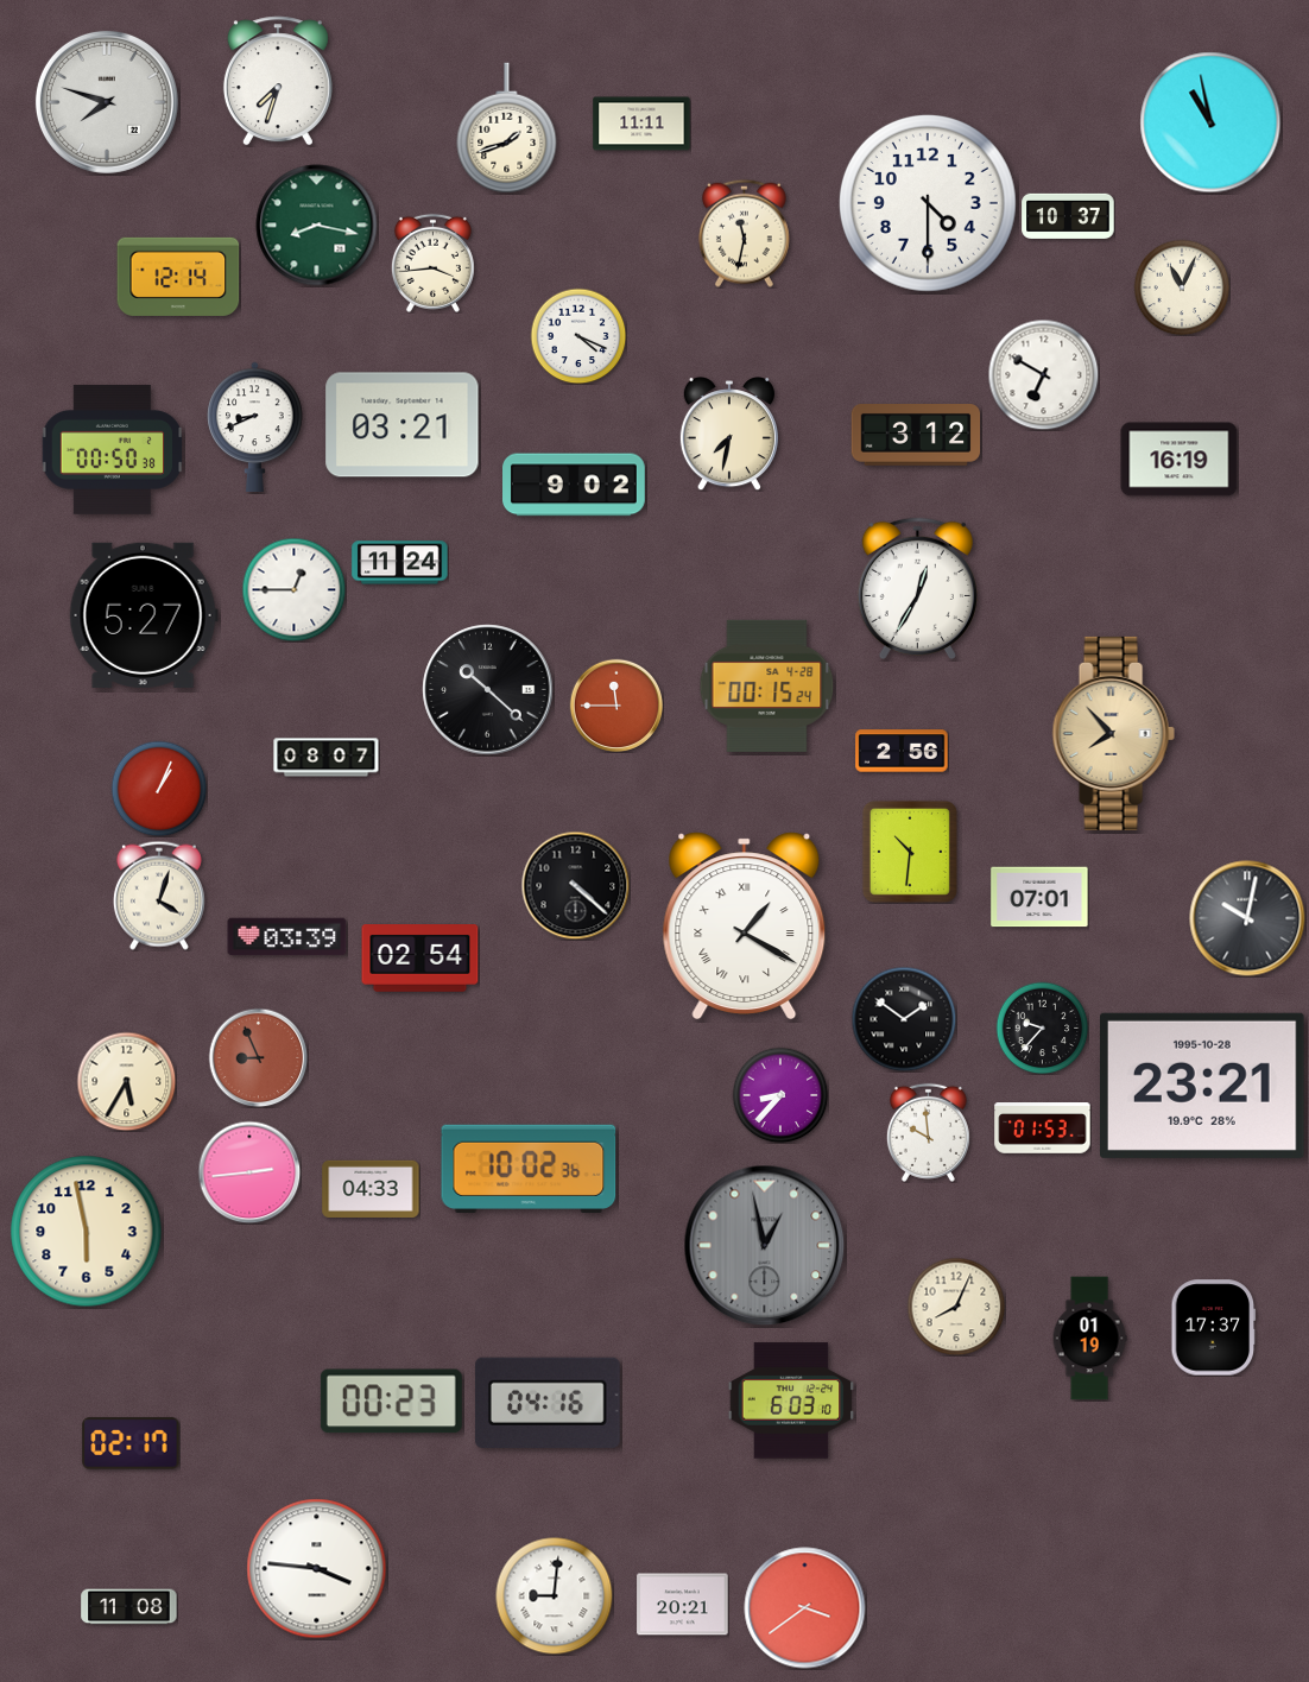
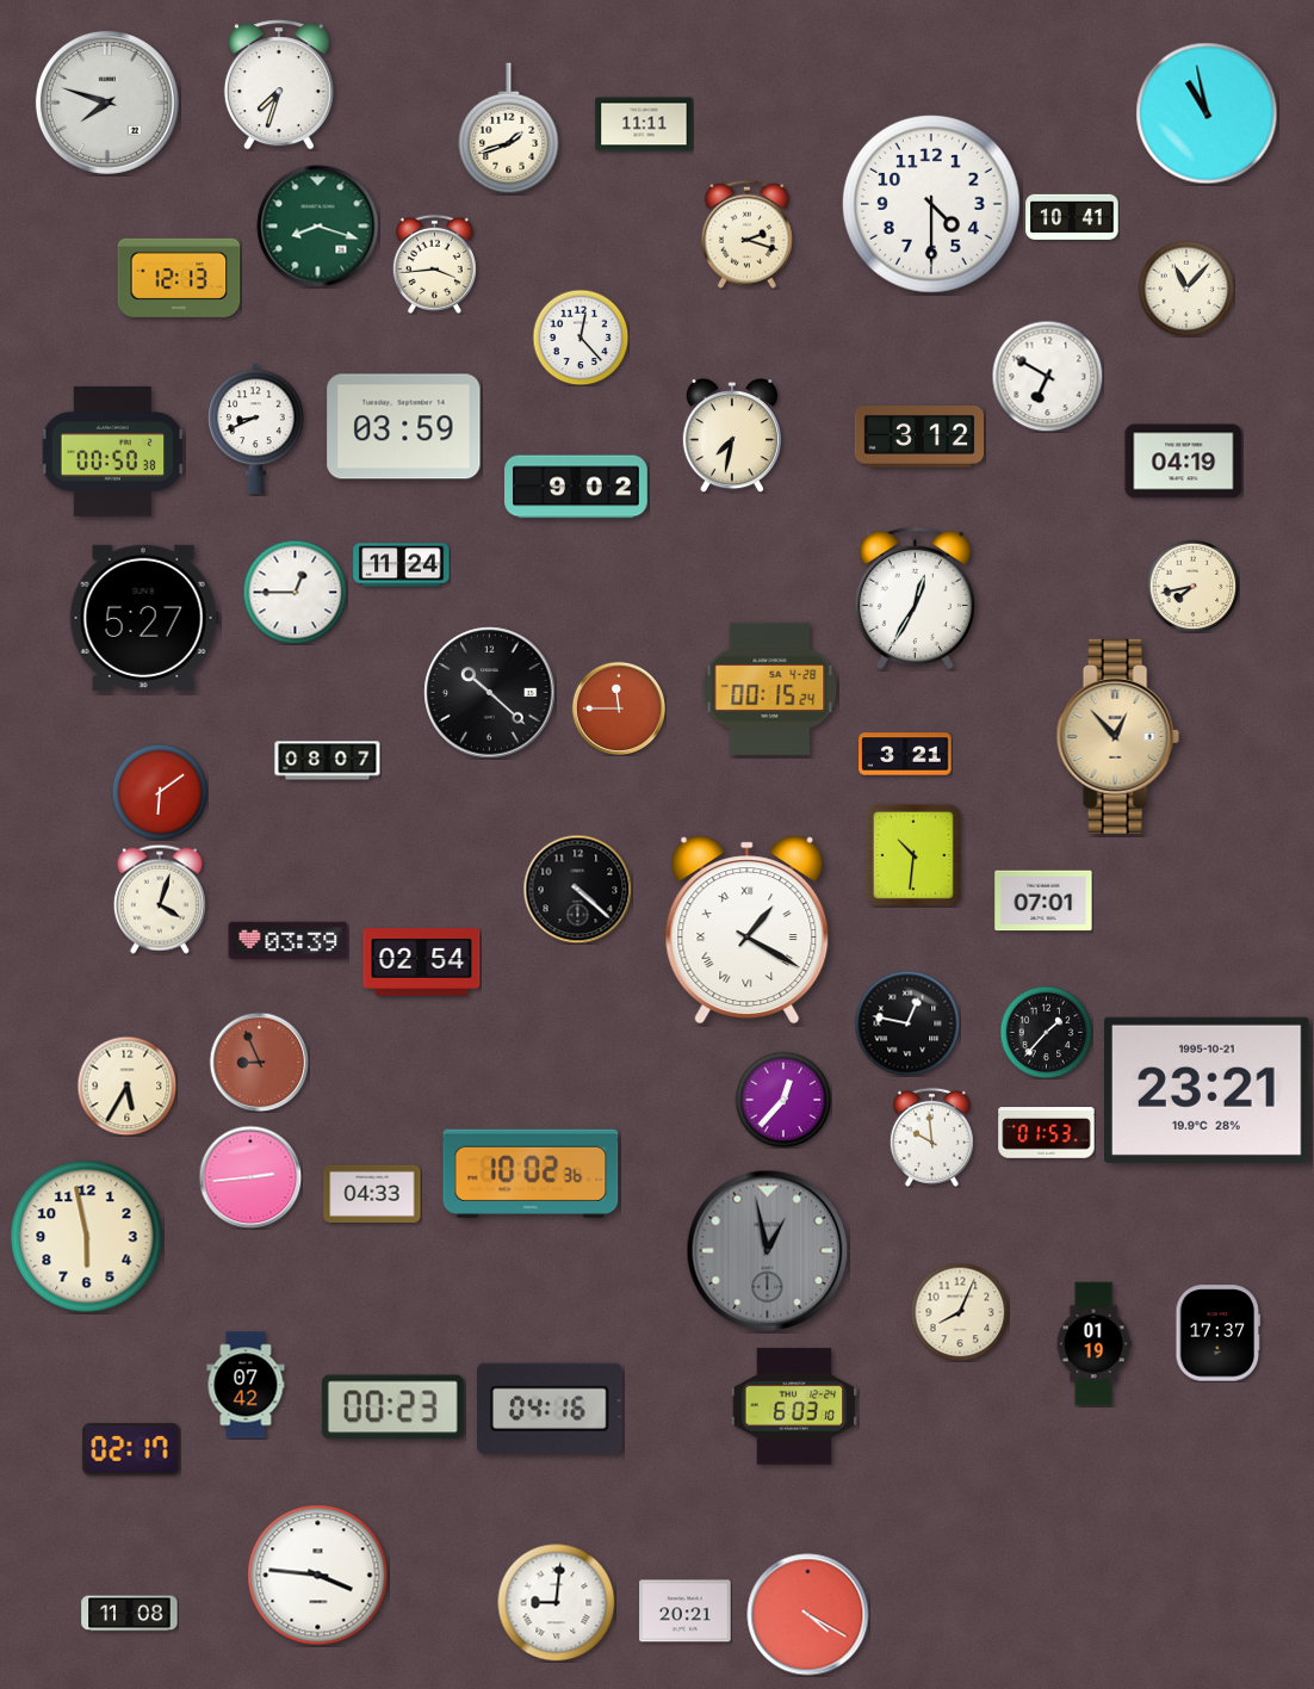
clock at (278, 81) position: (278, 81) -> (279, 85)
clock at (1210, 122) position: (1210, 122) -> (1207, 113)
clock at (1068, 215): 10:37 -> 10:41
clock at (317, 226): 8:17 -> 8:18
clock at (744, 233): 11:32 -> 2:18
clock at (178, 277): 12:14 -> 12:13
clock at (1182, 287): 11:04 -> 11:07
clock at (578, 336): 4:19 -> 12:23
clock at (403, 425): 03:21 -> 03:59
clock at (1180, 460): 16:19 -> 04:19
clock at (1192, 586): none -> 7:43
clock at (917, 589) position: (917, 589) -> (915, 599)
clock at (1113, 733): 7:53 -> 12:53
clock at (902, 751): 2:56 -> 3:21
clock at (159, 789): 1:04 -> 6:09
clock at (1247, 918): 10:02 -> none
clock at (904, 1019): 1:51 -> 12:47
clock at (1042, 1027): 9:37 -> 1:37
clock at (1203, 1086) date: 1995-10-28 -> 1995-10-21
clock at (780, 1095): 8:37 -> 12:37
clock at (246, 1385): none -> 07:42
clock at (805, 1608): 3:39 -> 4:20
